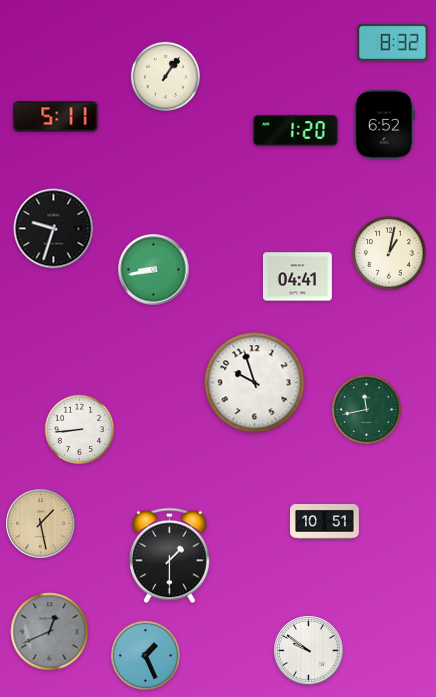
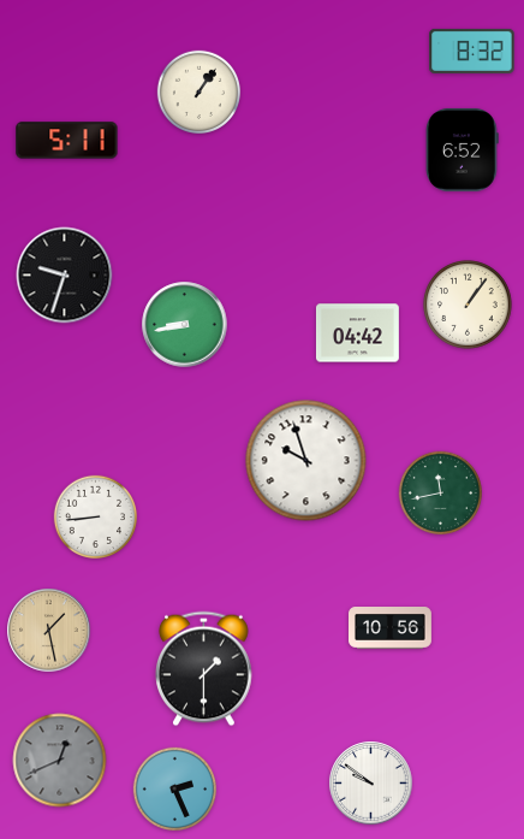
clock at (296, 131): 1:20 -> none
clock at (389, 253): 1:02 -> 1:06
clock at (297, 277): 04:41 -> 04:42
clock at (325, 522): 10:51 -> 10:56
clock at (145, 655): 1:26 -> 2:26
